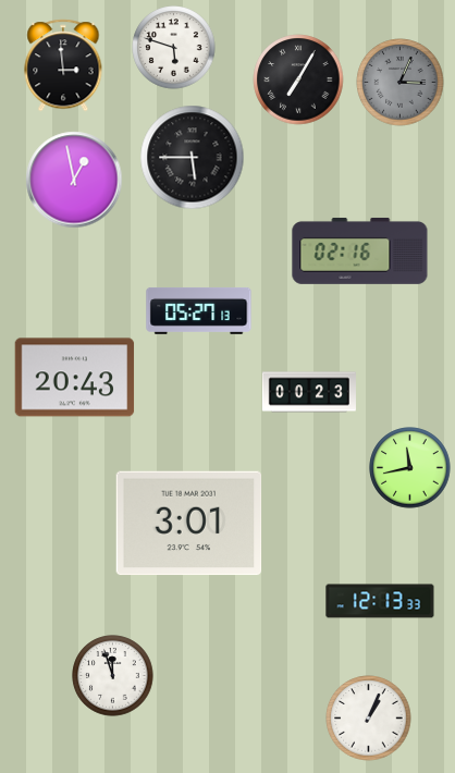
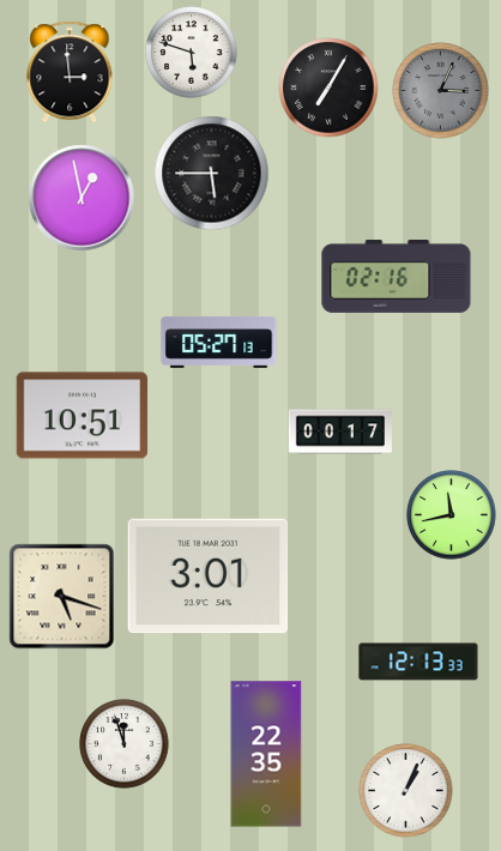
clock at (75, 378): 20:43 -> 10:51
clock at (308, 392): 00:23 -> 00:17
clock at (62, 597): none -> 5:18
clock at (266, 754): none -> 22:35
